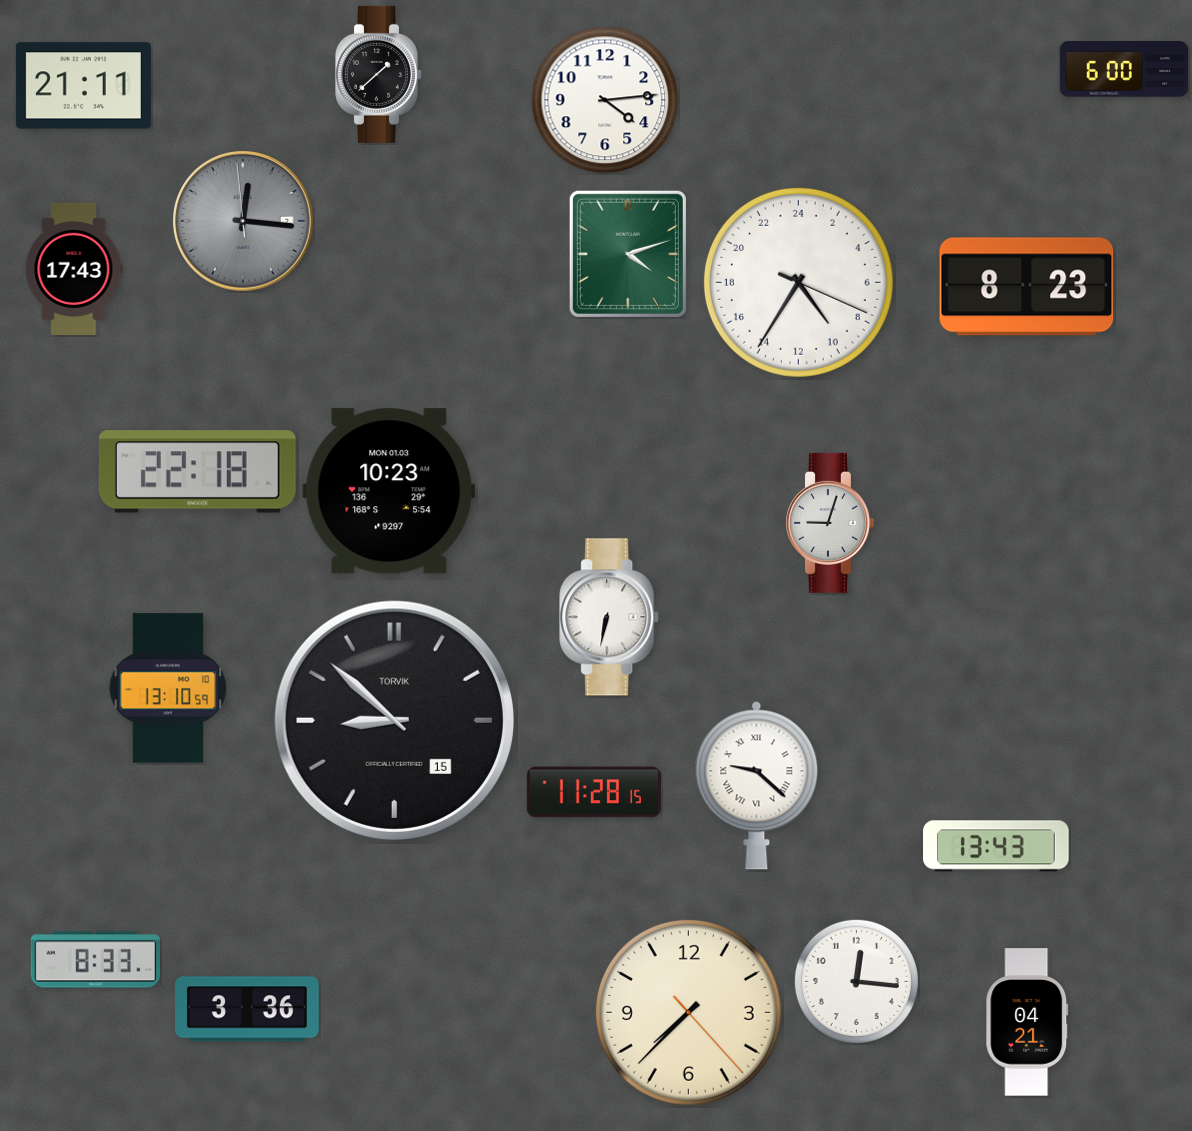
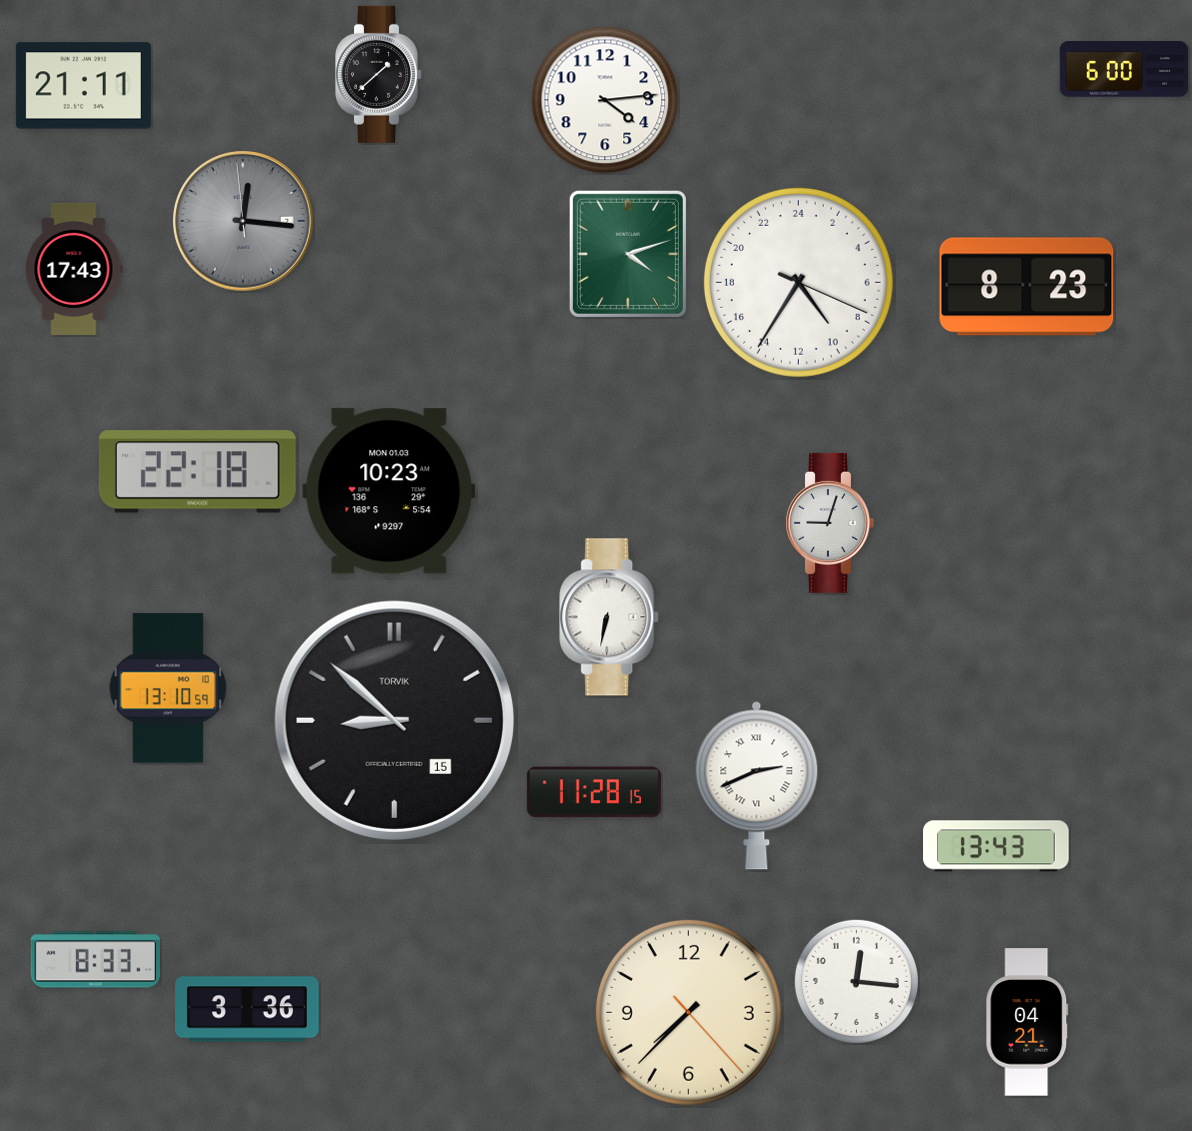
clock at (757, 785): 9:22 -> 2:41
